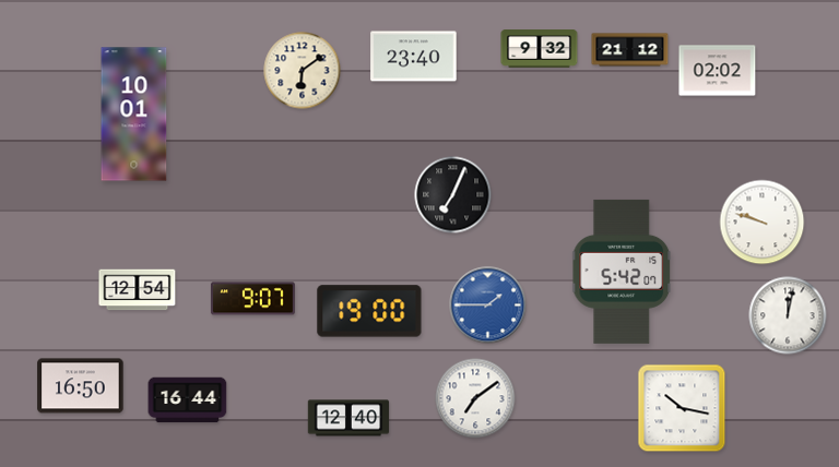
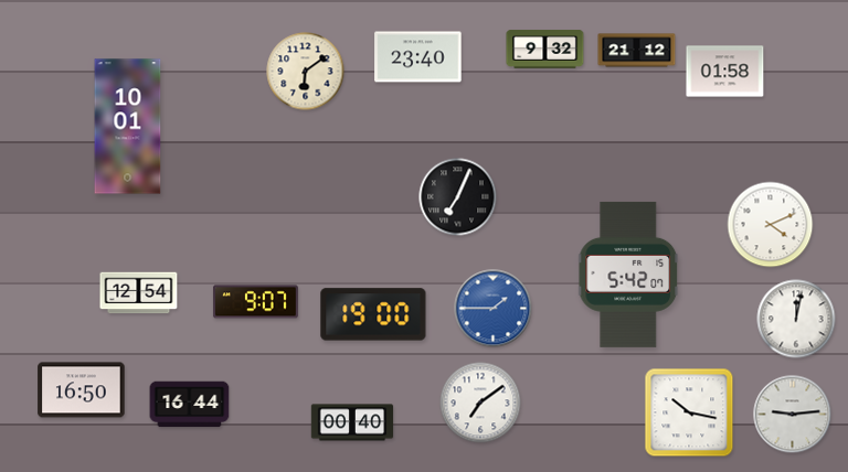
clock at (718, 71): 02:02 -> 01:58
clock at (134, 115) position: (134, 115) -> (128, 127)
clock at (763, 223): 9:48 -> 4:11
clock at (793, 415): none -> 9:14
clock at (348, 418): 12:40 -> 00:40
